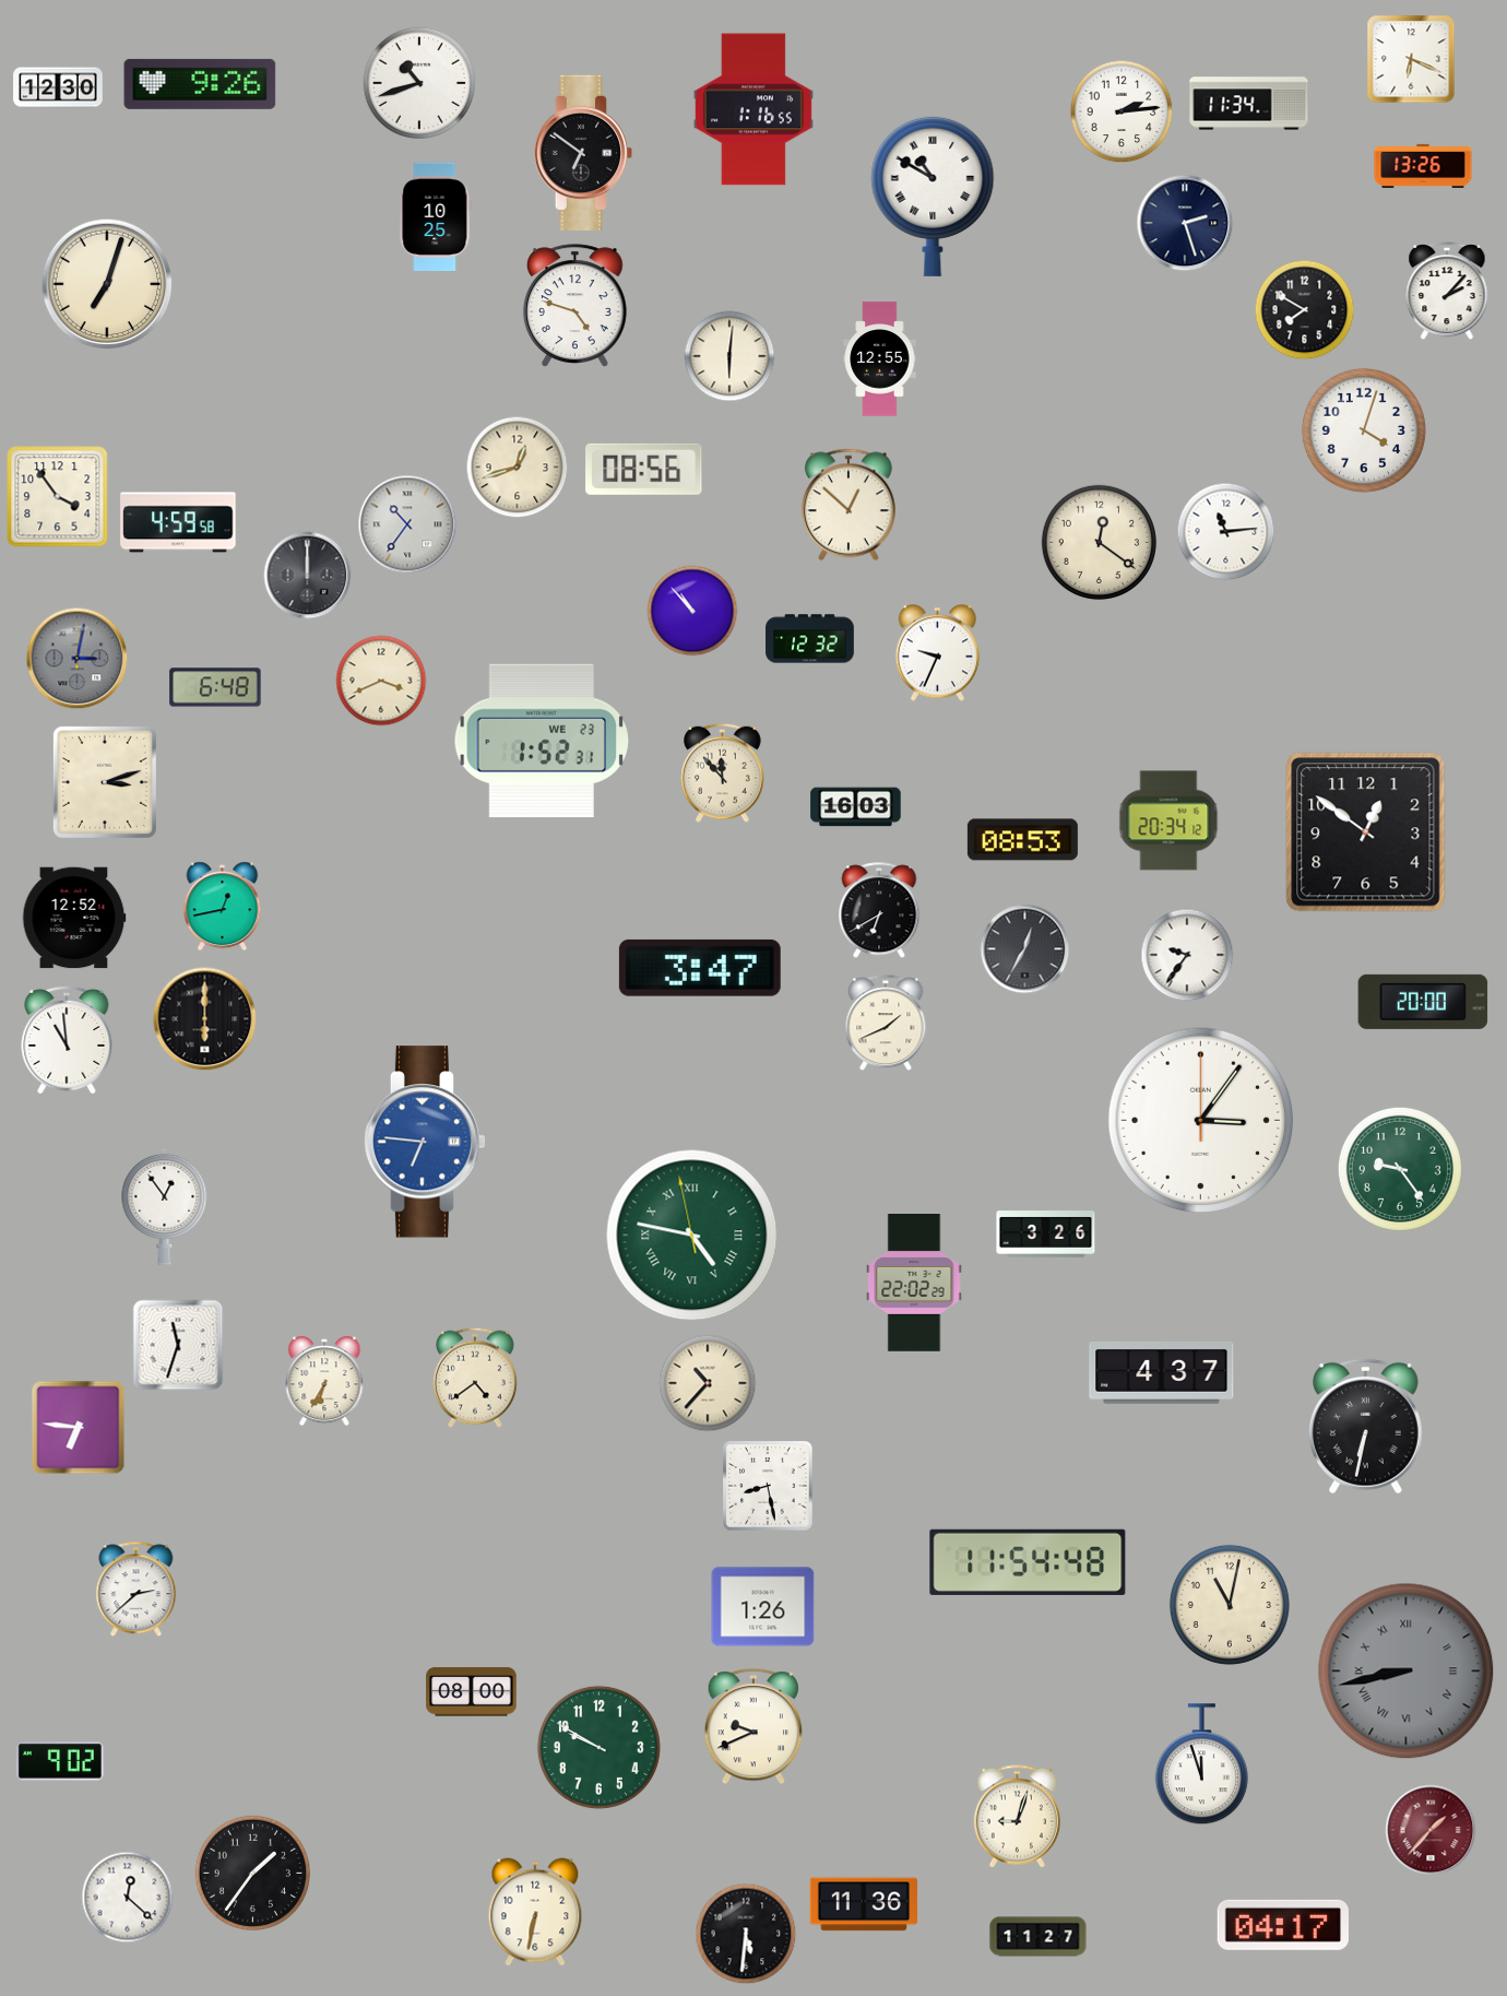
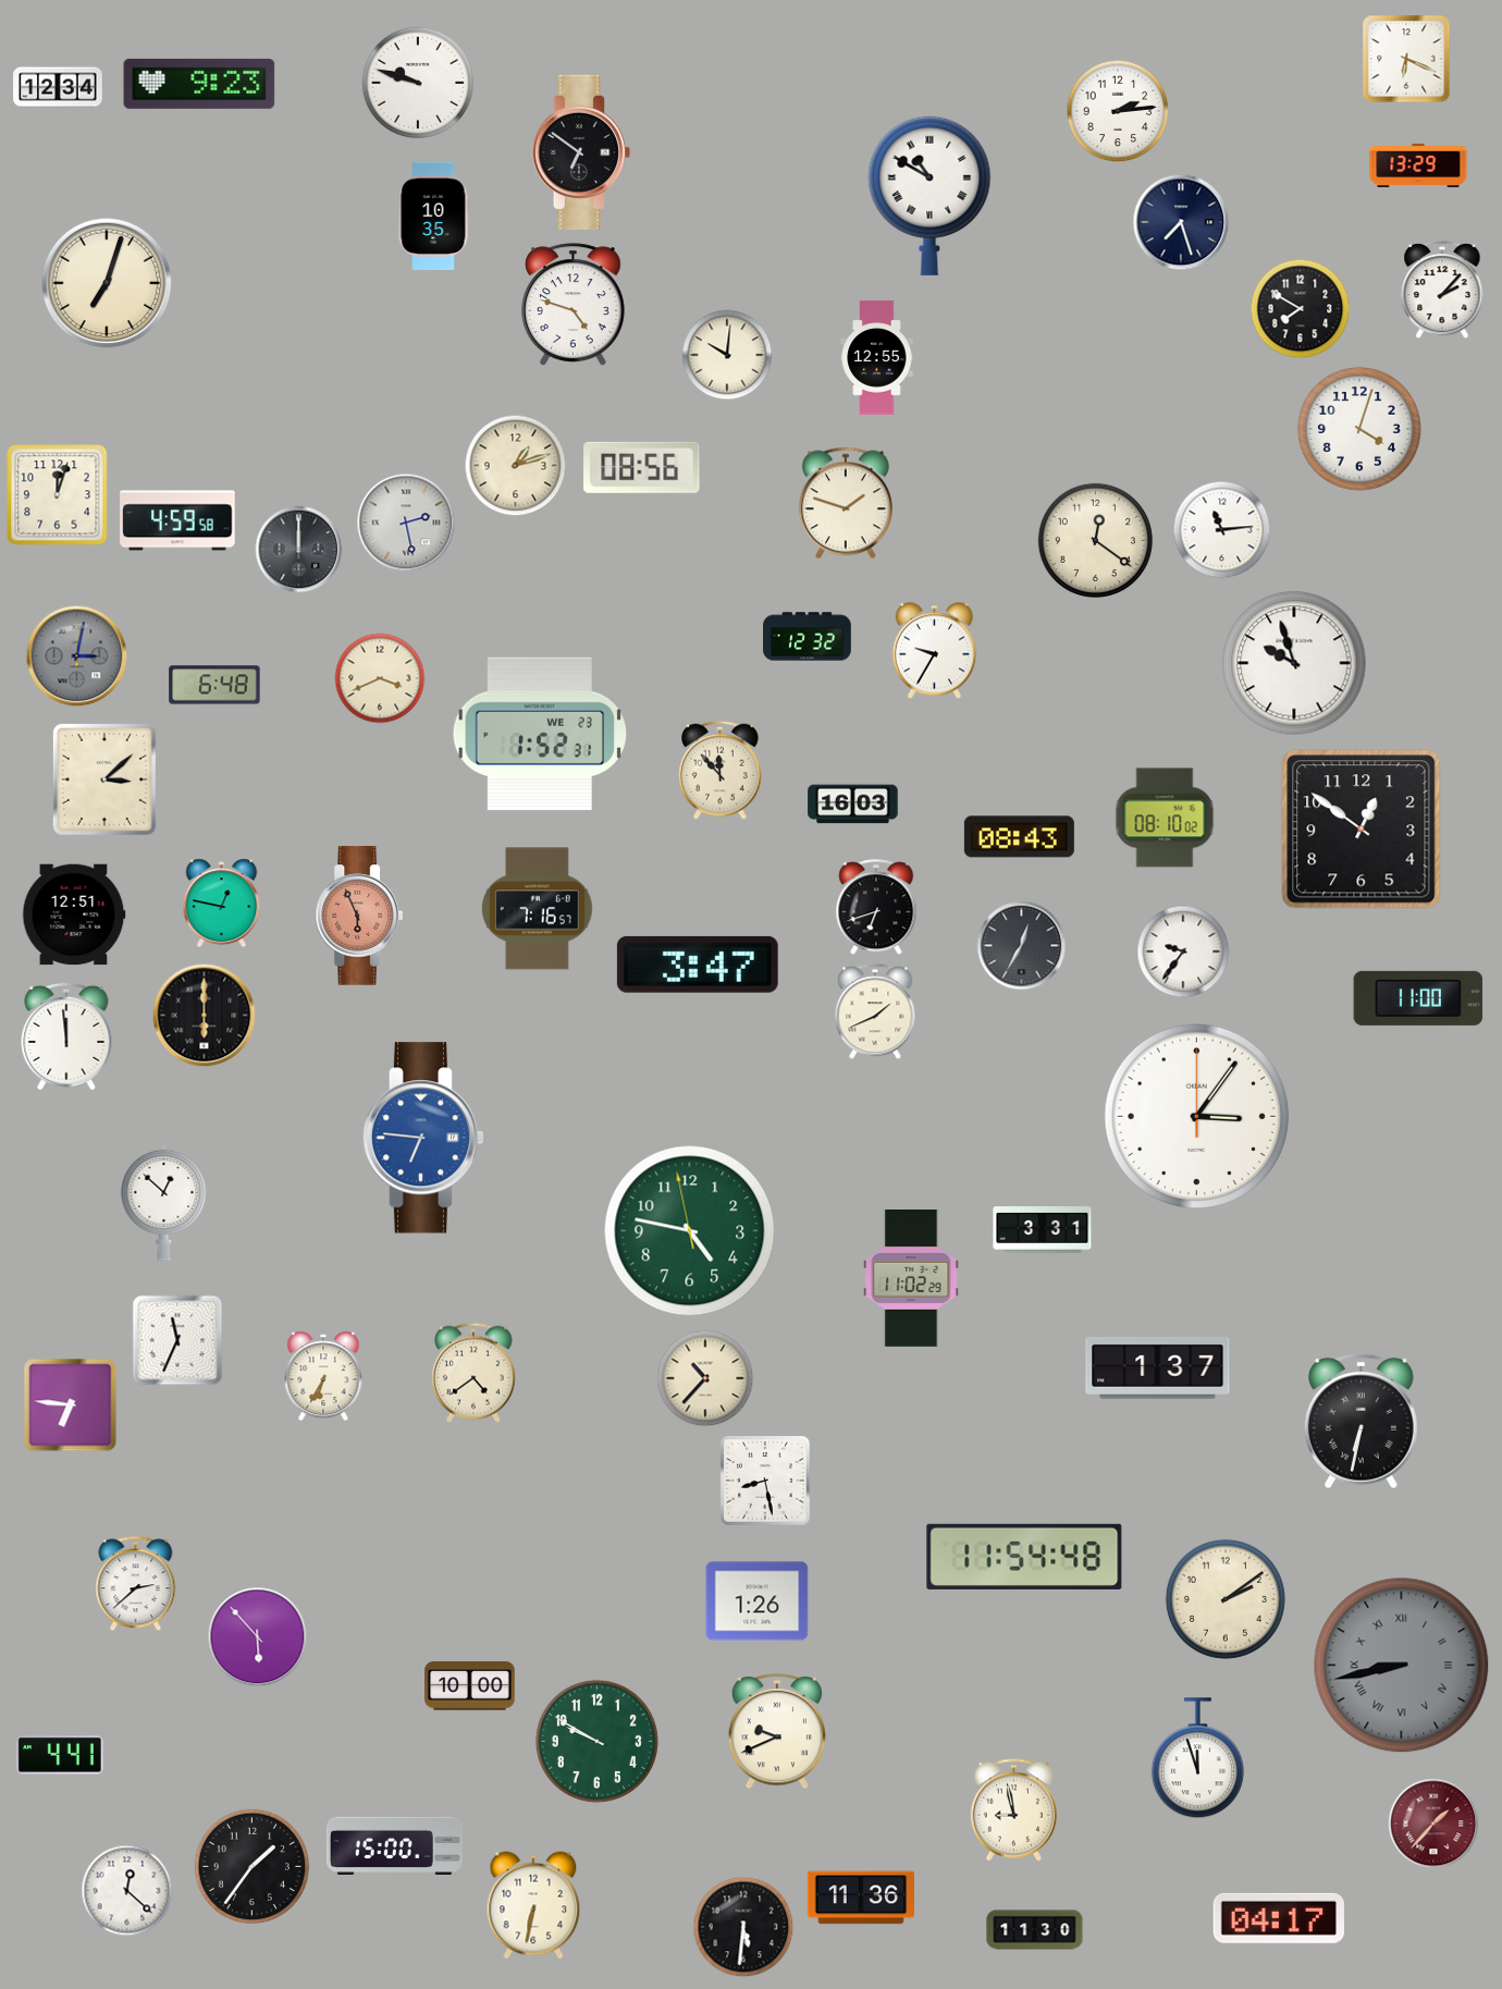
clock at (418, 82): 10:42 -> 9:48
clock at (200, 84): 9:26 -> 9:23
clock at (58, 87): 12:30 -> 12:34
clock at (1249, 104): 11:34 -> none
clock at (754, 109): 1:16 -> none
clock at (1423, 166): 13:26 -> 13:29
clock at (436, 216): 10:25 -> 10:35
clock at (1185, 223): 2:27 -> 7:27
clock at (729, 356): 6:01 -> 10:01
clock at (518, 468): 12:42 -> 1:12
clock at (58, 497): 3:54 -> 12:03
clock at (849, 505): 12:52 -> 1:48
clock at (407, 524): 10:36 -> 2:28
clock at (308, 576) position: (308, 576) -> (299, 550)
clock at (692, 611): 10:53 -> none
clock at (938, 653): 9:34 -> 9:35
clock at (1294, 663): none -> 9:57
clock at (541, 741) position: (541, 741) -> (539, 734)
clock at (105, 782): 3:12 -> 3:08
clock at (1168, 820): 20:34 -> 08:10
clock at (1022, 840): 08:53 -> 08:43
clock at (223, 907): 12:43 -> 12:47
clock at (879, 911): 6:40 -> 6:42
clock at (537, 909): none -> 7:16
clock at (74, 918): 12:52 -> 12:51
clock at (358, 916): none -> 5:56
clock at (1423, 1002): 20:00 -> 11:00
clock at (886, 1024) position: (886, 1024) -> (875, 1012)
clock at (67, 1040): 10:59 -> 11:59
clock at (1400, 1169): 9:24 -> none
clock at (165, 1206): 12:54 -> 12:52
clock at (1046, 1235): 3:26 -> 3:31
clock at (692, 1236) numerals: Roman -> Arabic
clock at (914, 1284): 22:02 -> 11:02
clock at (178, 1345): 11:33 -> 11:34
clock at (1162, 1373): 4:37 -> 1:37
clock at (79, 1428) position: (79, 1428) -> (71, 1405)
clock at (1230, 1605): 11:02 -> 2:09
clock at (763, 1607) position: (763, 1607) -> (758, 1601)
clock at (258, 1637): none -> 5:53
clock at (472, 1692): 08:00 -> 10:00
clock at (754, 1727) position: (754, 1727) -> (777, 1732)
clock at (60, 1761): 9:02 -> 4:41
clock at (1017, 1817): 9:03 -> 8:58
clock at (1431, 1830) position: (1431, 1830) -> (1433, 1824)
clock at (394, 1845): none -> 15:00
clock at (1039, 1937): 11:27 -> 11:30
